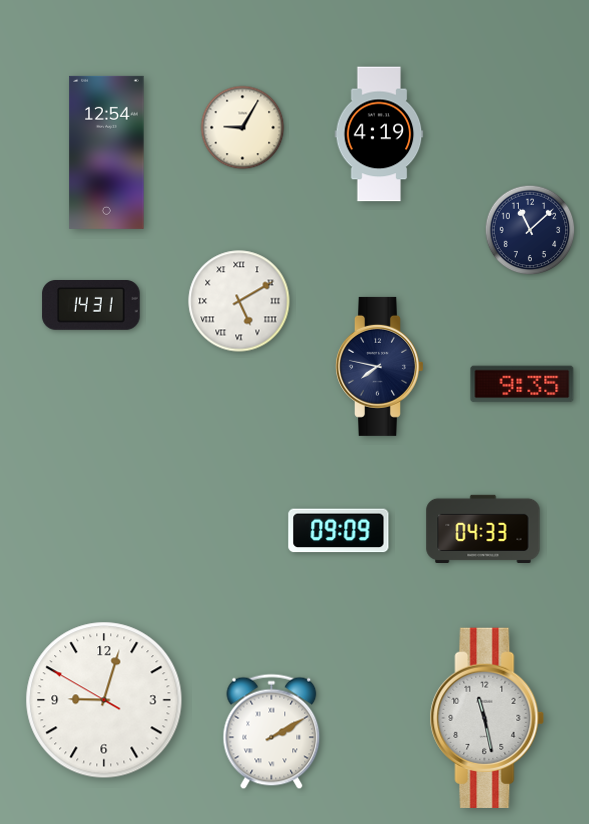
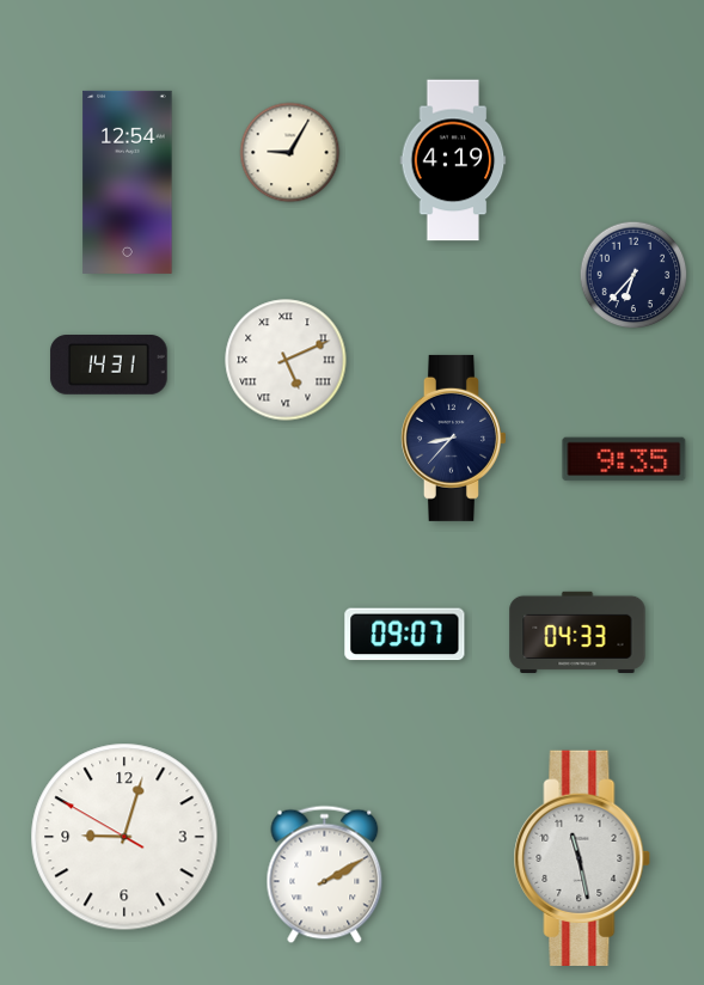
clock at (530, 230): 11:08 -> 6:37
clock at (239, 301): 5:10 -> 5:11
clock at (379, 366): 7:47 -> 8:37
clock at (339, 531): 09:09 -> 09:07
